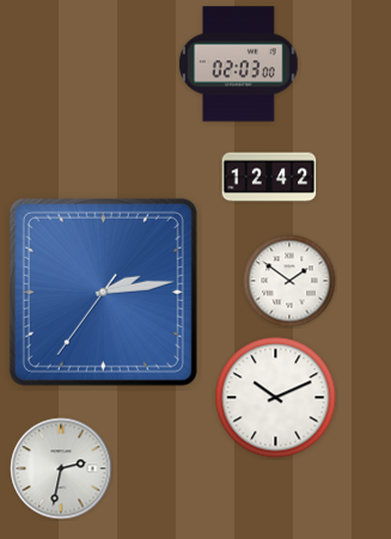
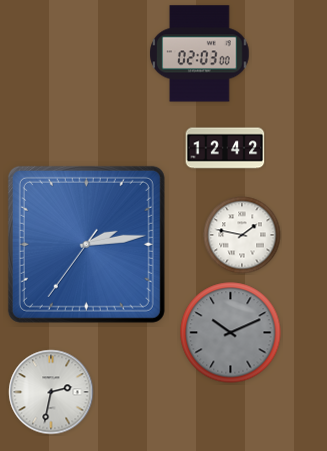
clock at (289, 281): 1:51 -> 1:47
clock at (276, 398) dial: white -> grey
